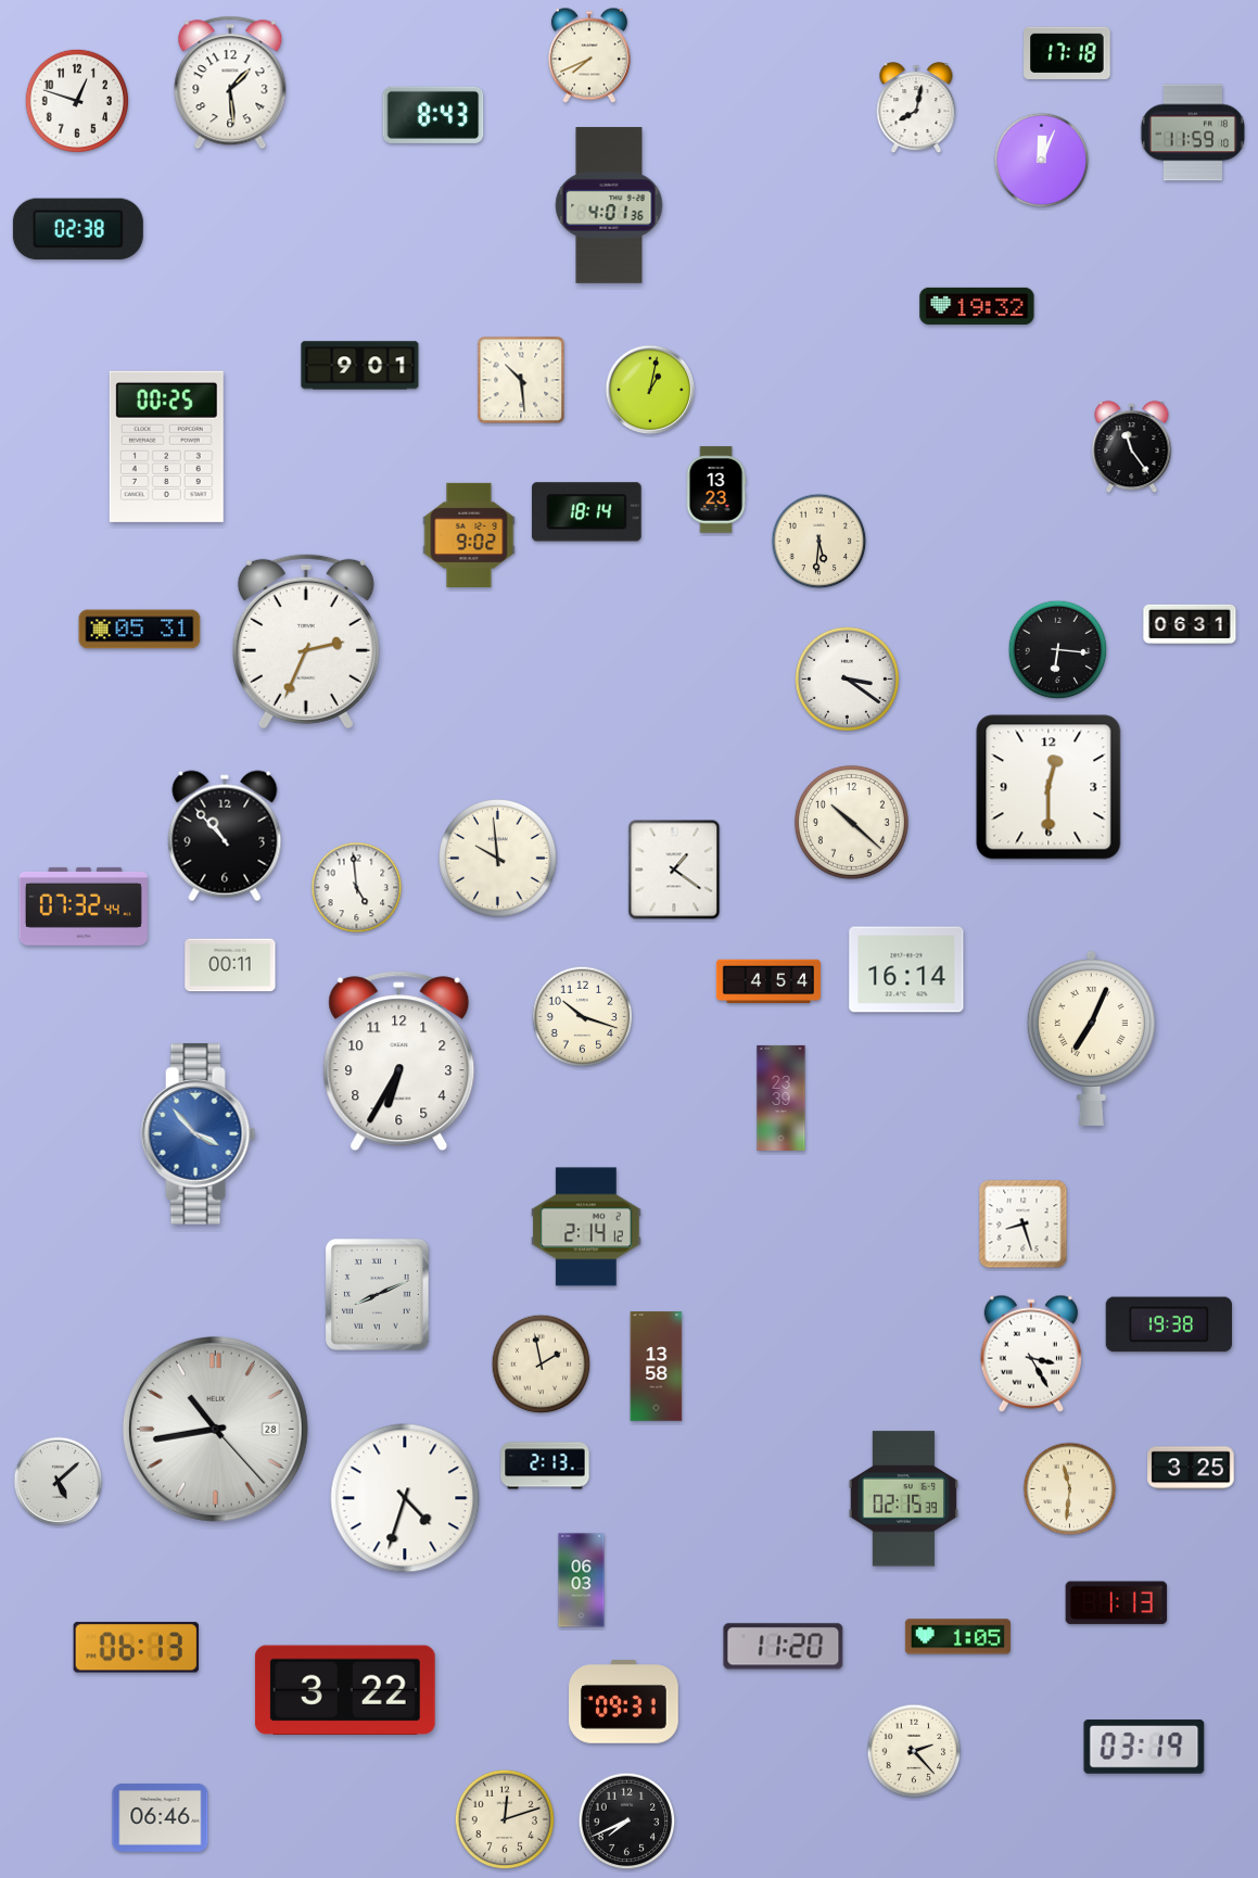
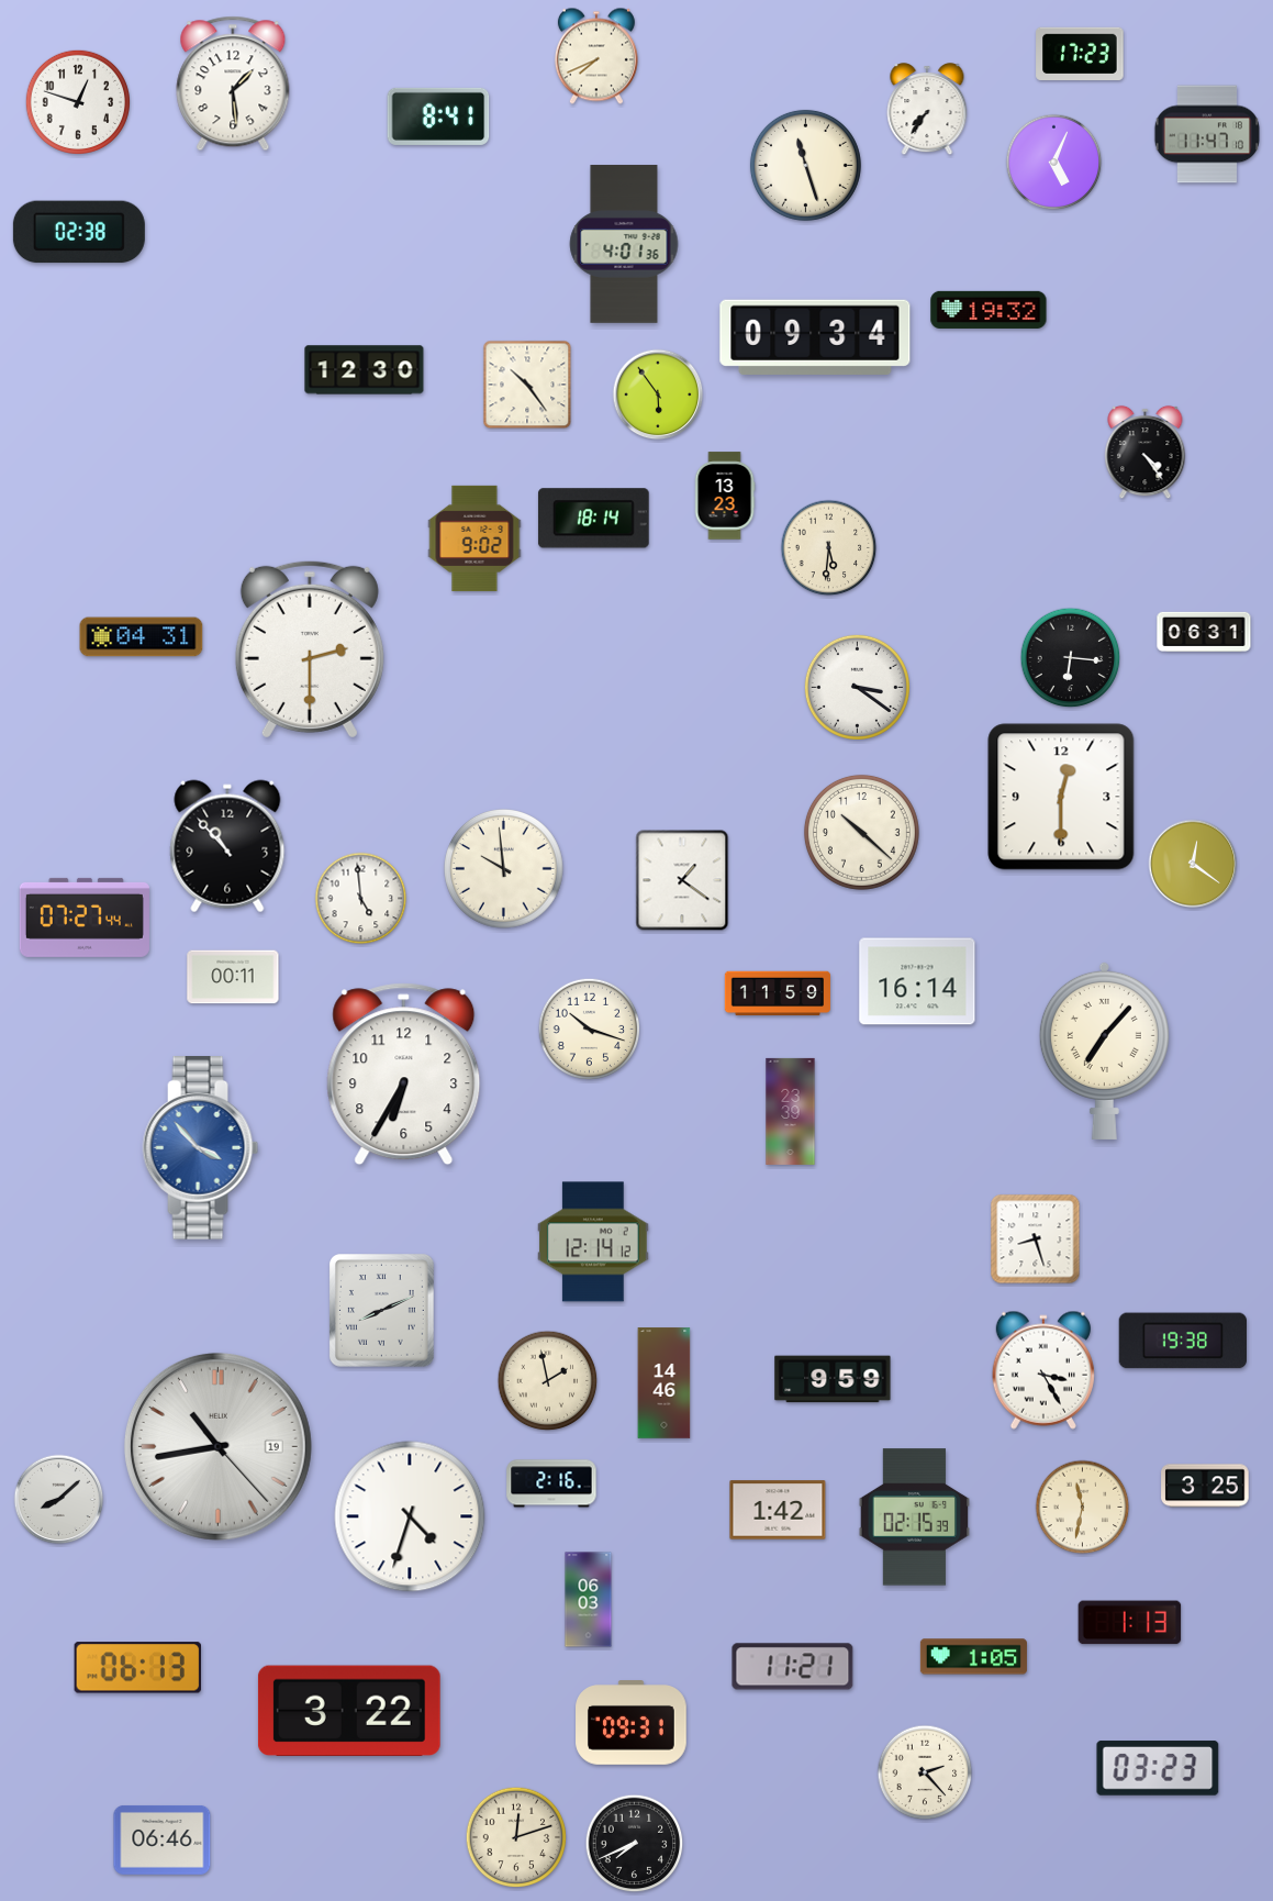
clock at (1067, 52): 17:18 -> 17:23
clock at (916, 109): 8:02 -> 7:36
clock at (433, 115): 8:43 -> 8:41
clock at (1193, 132): 11:59 -> 11:47
clock at (1042, 161): 12:04 -> 5:04
clock at (805, 165): none -> 11:27
clock at (609, 205) position: (609, 205) -> (624, 244)
clock at (815, 336): none -> 09:34
clock at (360, 366): 9:01 -> 12:30
clock at (521, 380): 10:29 -> 10:24
clock at (650, 390): 1:02 -> 5:54
clock at (166, 446): 00:25 -> none
clock at (1132, 447): 11:24 -> 4:24
clock at (469, 535) position: (469, 535) -> (474, 538)
clock at (140, 630): 05:31 -> 04:31
clock at (306, 642): 2:34 -> 2:30
clock at (1193, 864): none -> 12:21
clock at (84, 906): 07:32 -> 07:27
clock at (768, 981): 4:54 -> 11:59
clock at (1091, 1038): 7:04 -> 7:07
clock at (586, 1227): 2:14 -> 12:14
clock at (833, 1379): none -> 9:59
clock at (657, 1367): 13:58 -> 14:46
clock at (215, 1429) date: 28 -> 19
clock at (545, 1465): 2:13 -> 2:16
clock at (59, 1482): 5:08 -> 8:08
clock at (1070, 1489): 11:31 -> 11:32
clock at (778, 1510): none -> 1:42
clock at (957, 1637) position: (957, 1637) -> (973, 1657)
clock at (784, 1647): 11:20 -> 11:21
clock at (1144, 1747): 03:19 -> 03:23
clock at (505, 1819) position: (505, 1819) -> (516, 1837)
